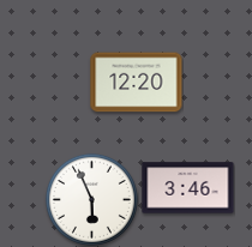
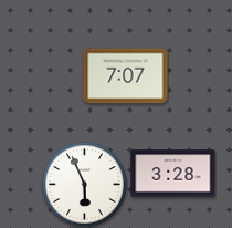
clock at (137, 83): 12:20 -> 7:07
clock at (188, 188): 3:46 -> 3:28
